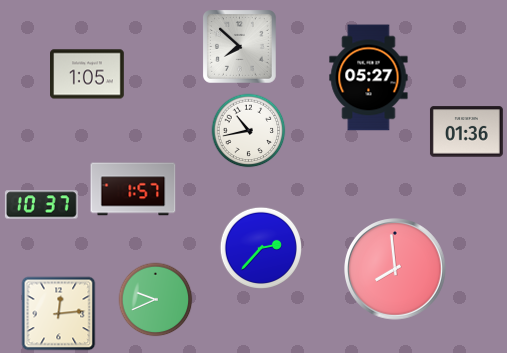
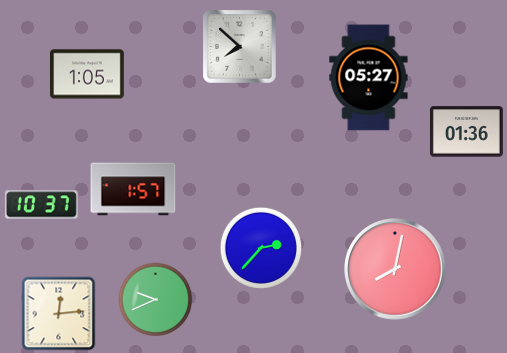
clock at (249, 131): 10:43 -> none
clock at (395, 269): 7:59 -> 8:02
